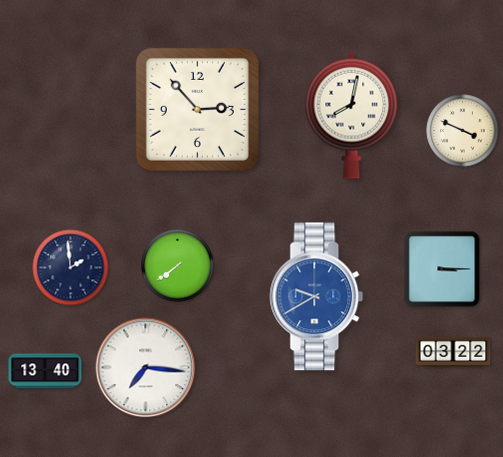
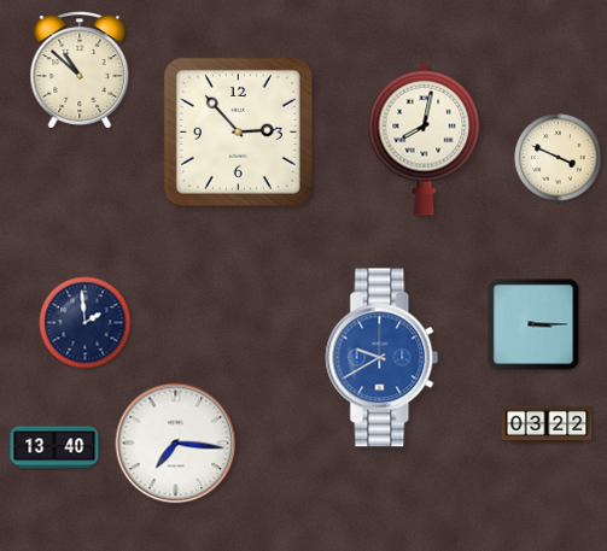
clock at (80, 70): none -> 10:52
clock at (178, 266): 7:39 -> none
